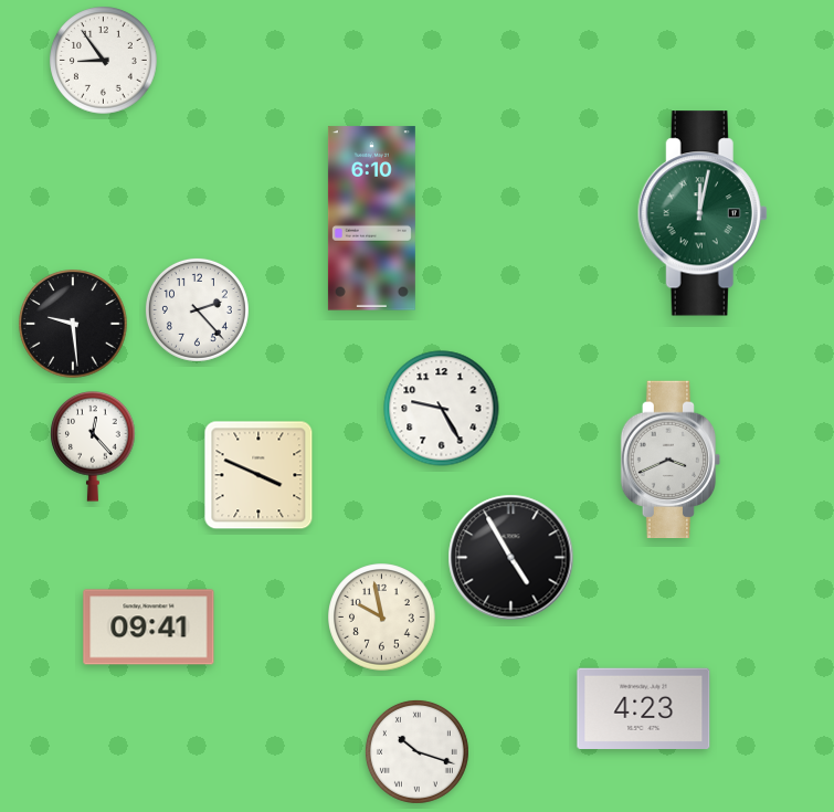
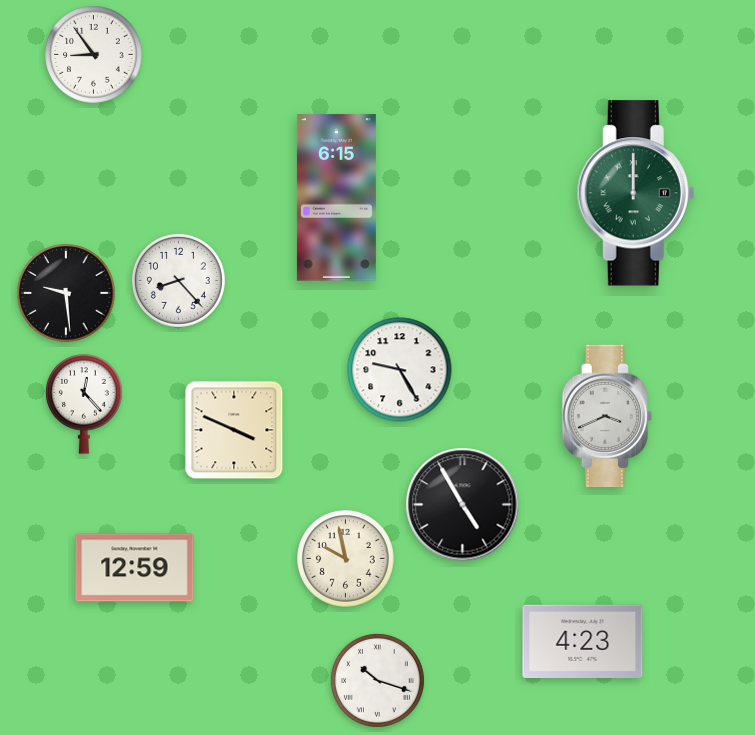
clock at (703, 213): 12:02 -> 12:00
clock at (371, 219): 6:10 -> 6:15
clock at (197, 309): 2:23 -> 8:23
clock at (149, 628): 09:41 -> 12:59
